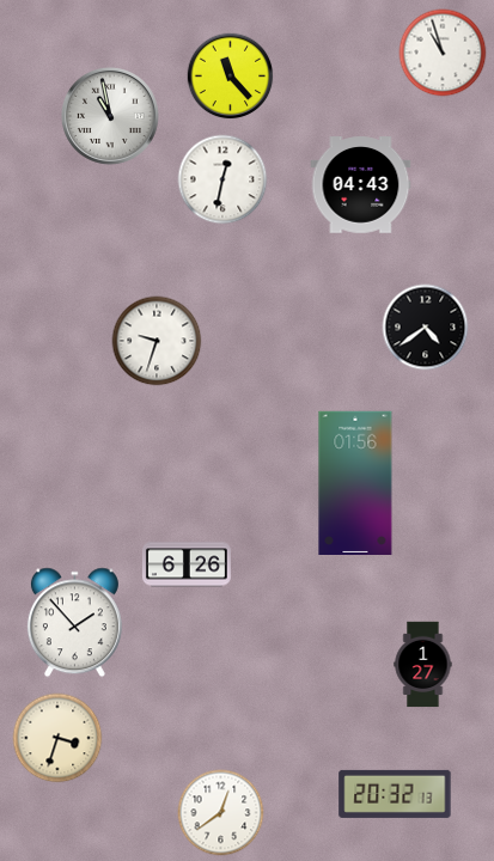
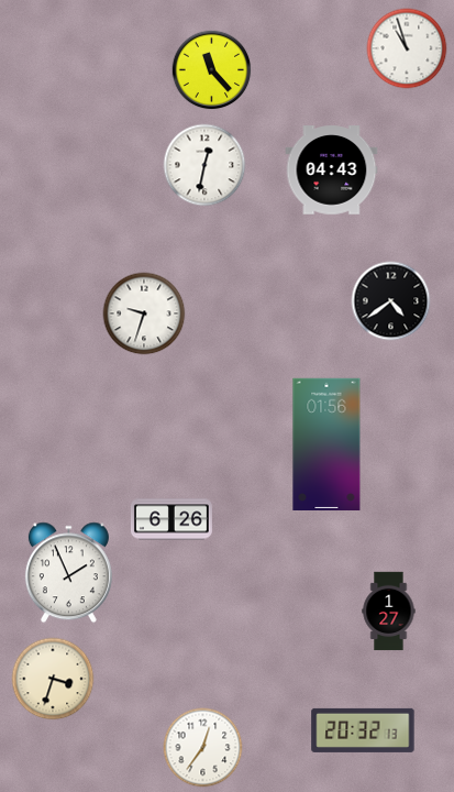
clock at (110, 116): 10:58 -> none
clock at (74, 623): 1:53 -> 1:56
clock at (221, 813): 12:39 -> 12:36
